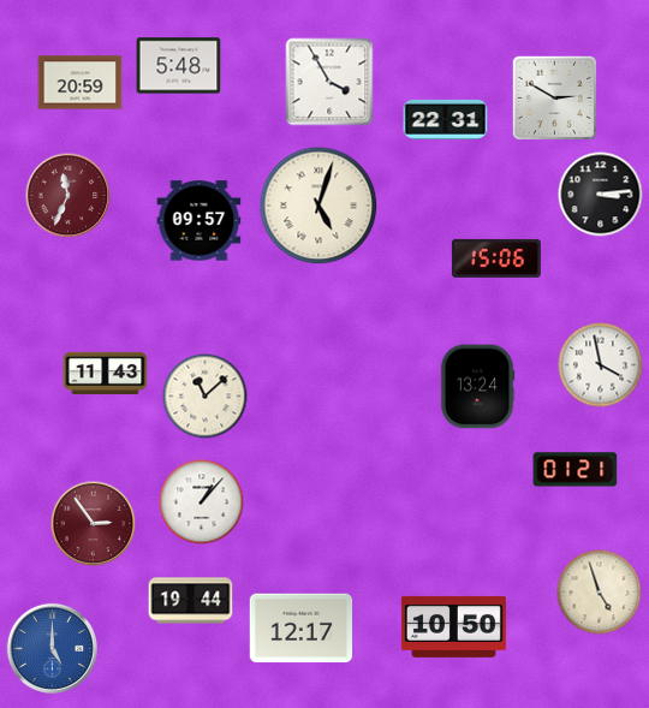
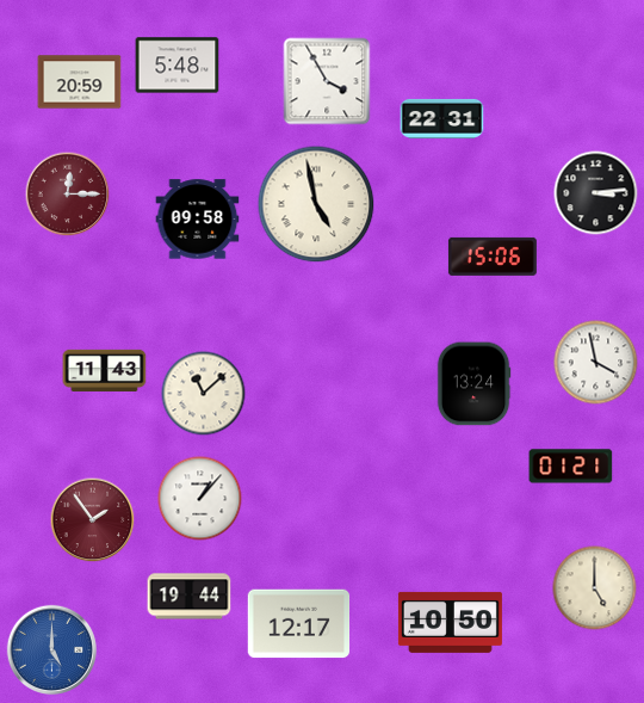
clock at (554, 97): 2:50 -> none
clock at (69, 196): 11:34 -> 12:15
clock at (318, 206): 5:03 -> 4:58
clock at (200, 221): 09:57 -> 09:58
clock at (94, 524): 2:54 -> 1:54
clock at (600, 593): 4:57 -> 5:00
clock at (52, 648) position: (52, 648) -> (51, 649)
